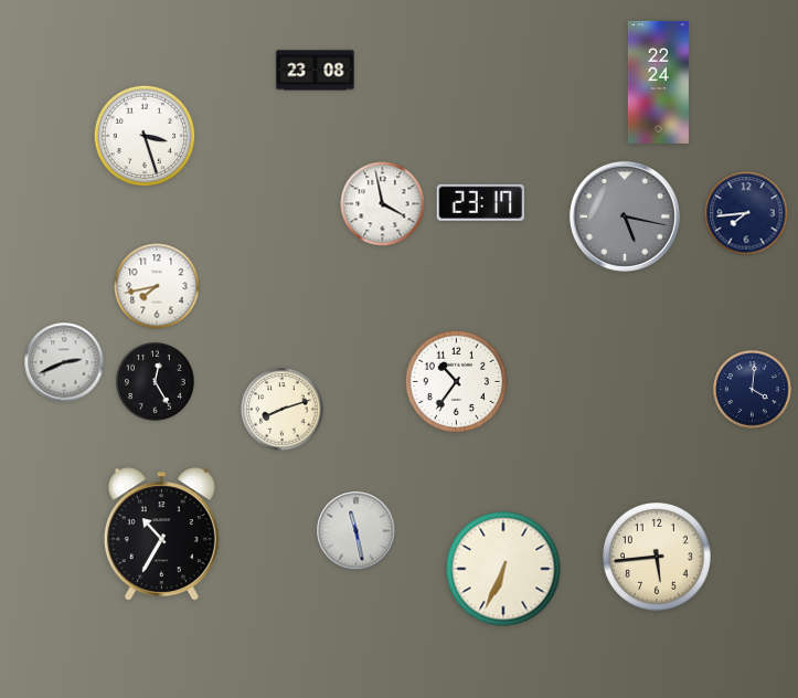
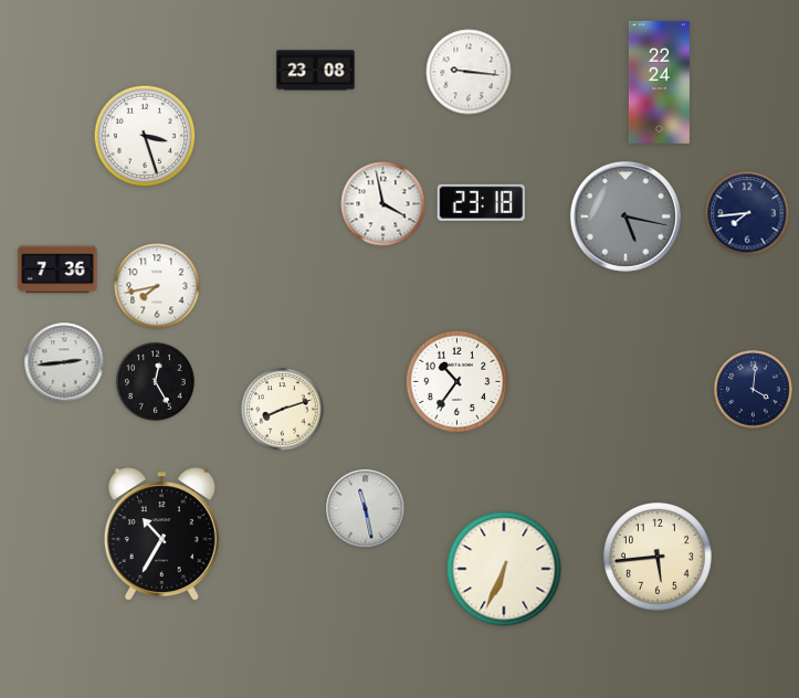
clock at (469, 72): none -> 9:16
clock at (480, 202): 23:17 -> 23:18
clock at (57, 269): none -> 7:36
clock at (64, 362): 2:41 -> 2:44
clock at (357, 531) position: (357, 531) -> (366, 509)
